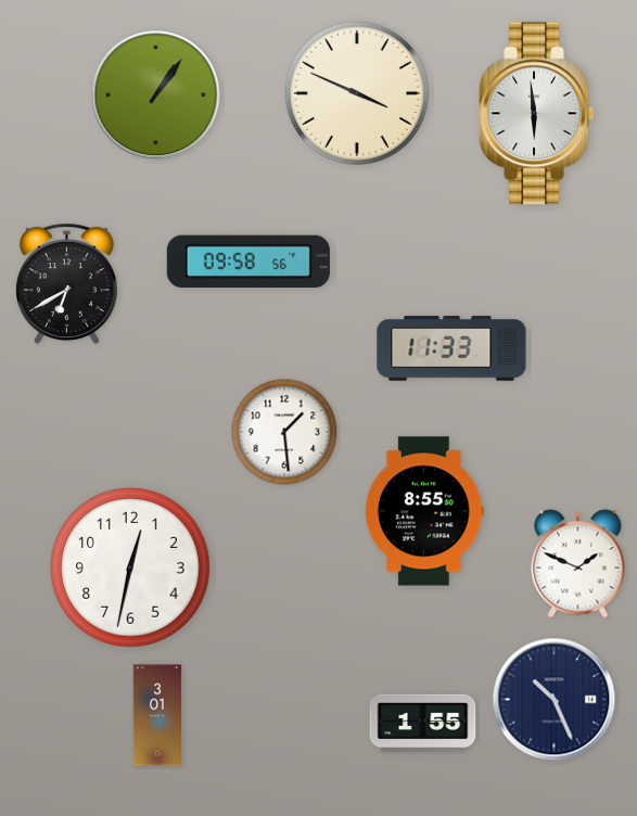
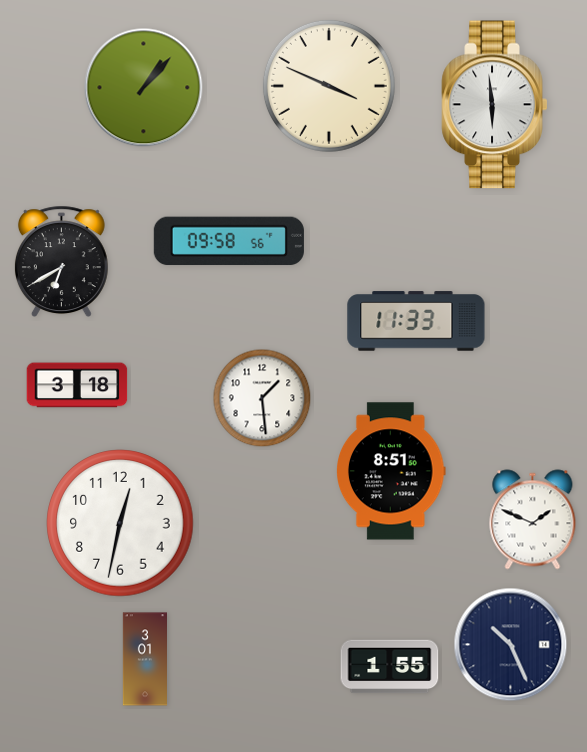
clock at (156, 95): 1:06 -> 1:07
clock at (77, 385): none -> 3:18
clock at (425, 511): 8:55 -> 8:51
